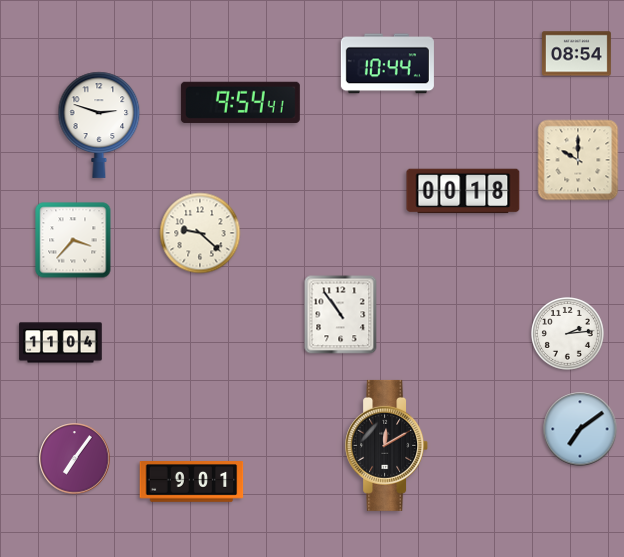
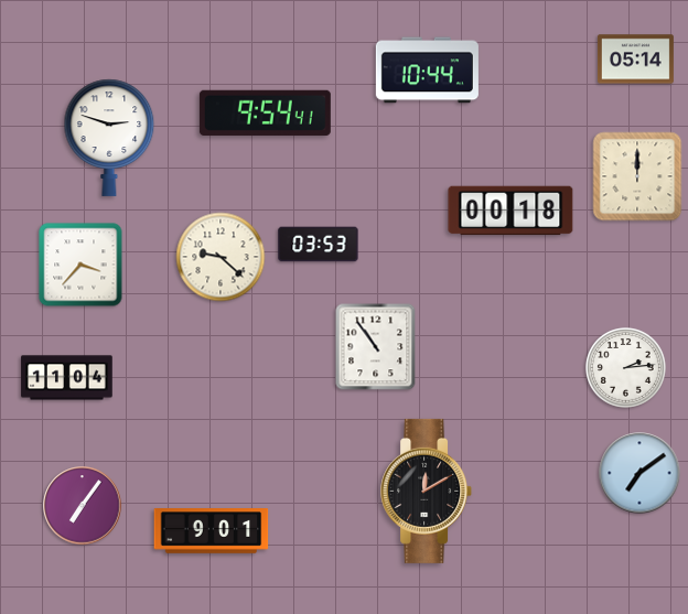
clock at (576, 54): 08:54 -> 05:14
clock at (578, 160): 10:00 -> 12:00
clock at (319, 245): none -> 03:53
